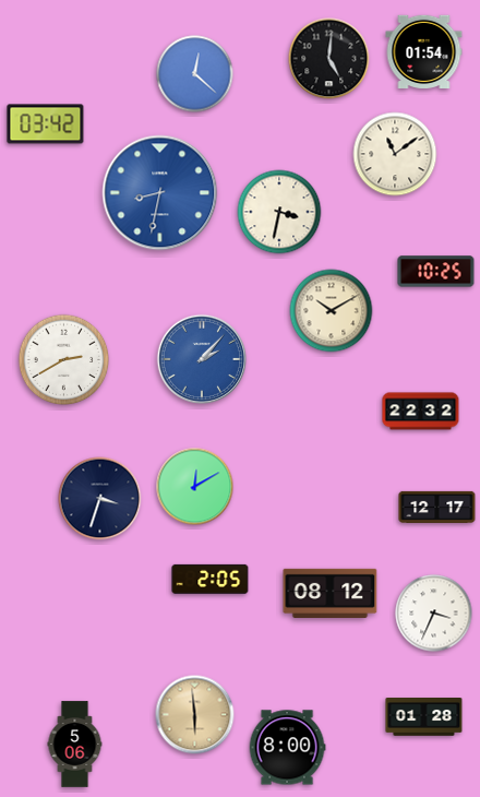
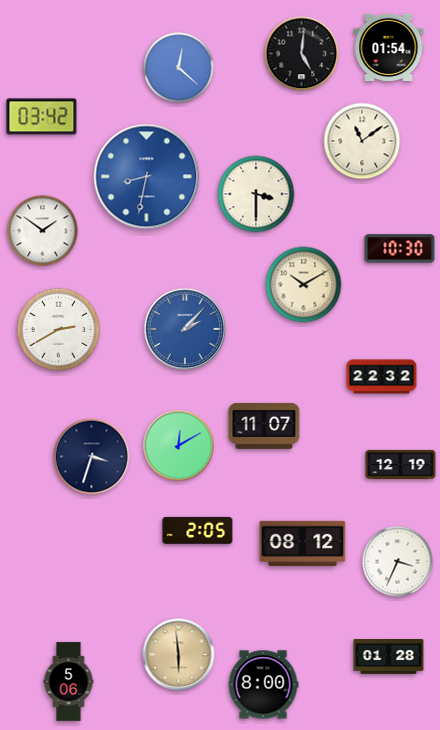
clock at (46, 124) position: (46, 124) -> (42, 117)
clock at (279, 212): 3:32 -> 3:30
clock at (43, 231): none -> 1:51
clock at (436, 272): 10:25 -> 10:30
clock at (421, 412) position: (421, 412) -> (382, 377)
clock at (264, 426): none -> 11:07
clock at (437, 507): 12:17 -> 12:19
clock at (211, 579) position: (211, 579) -> (198, 530)
